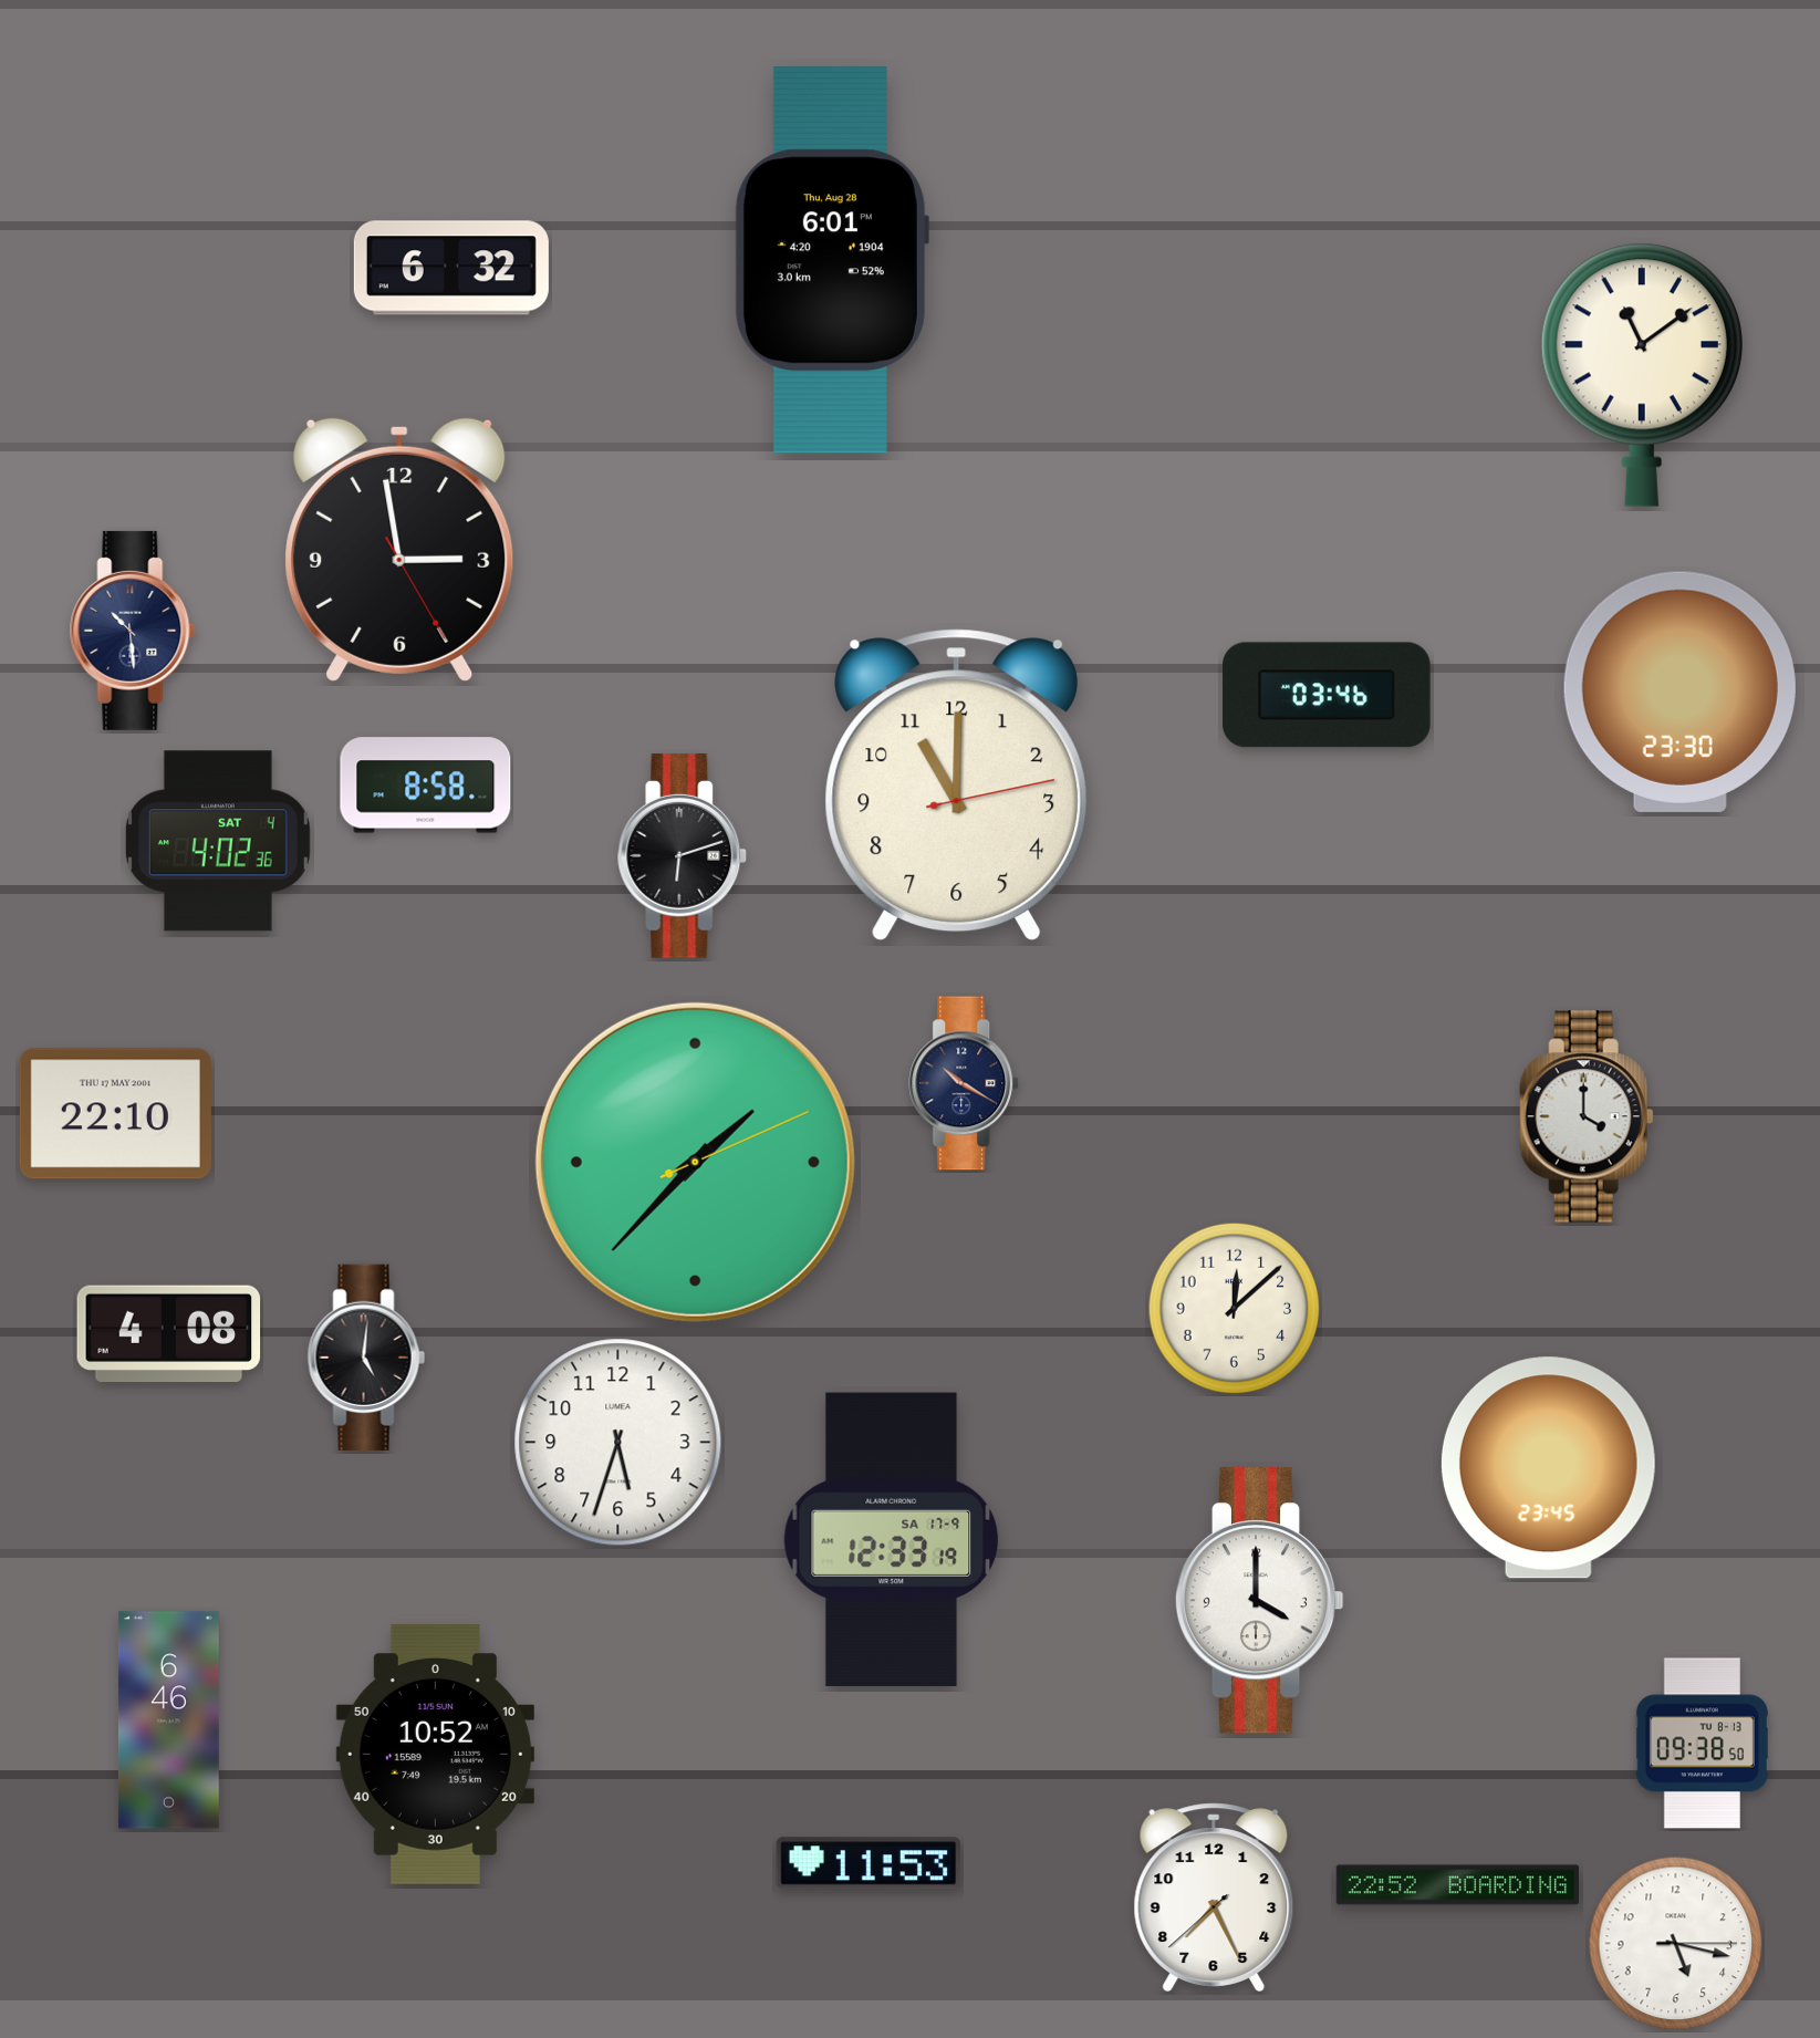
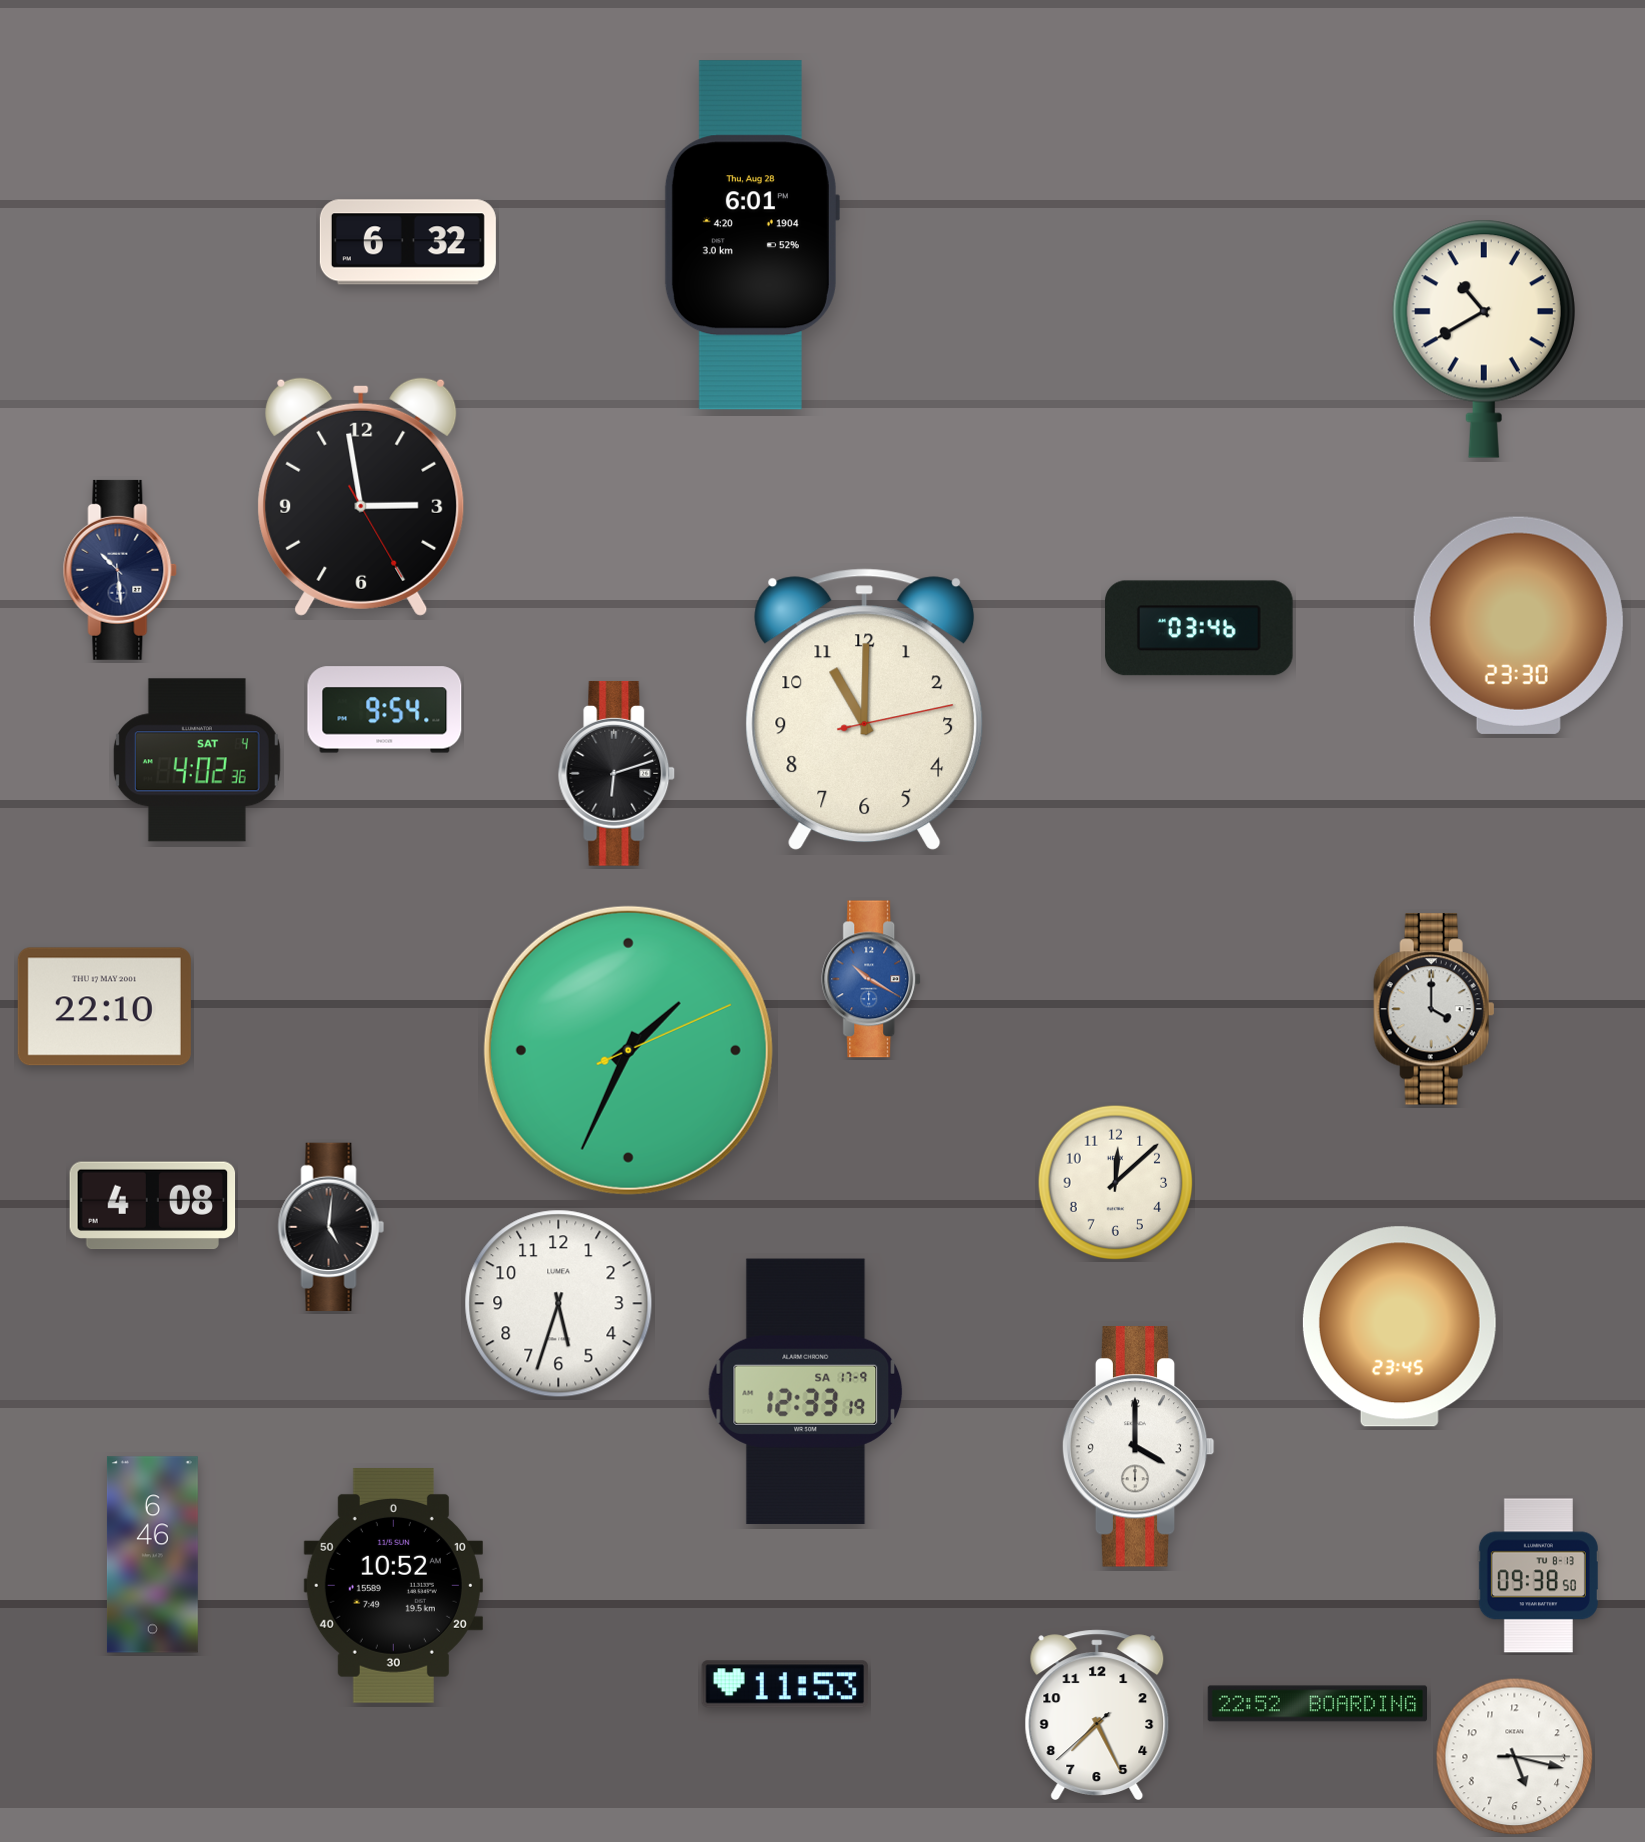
clock at (1642, 375): 11:09 -> 10:40
clock at (426, 786): 8:58 -> 9:54
clock at (965, 1083) dial: navy -> blue
clock at (695, 1162): 1:37 -> 1:34
